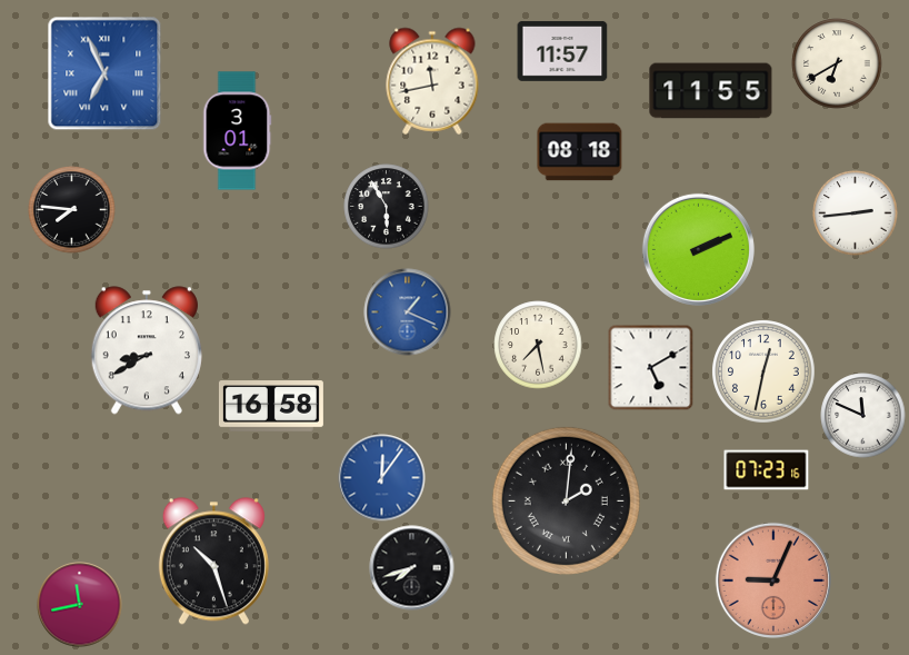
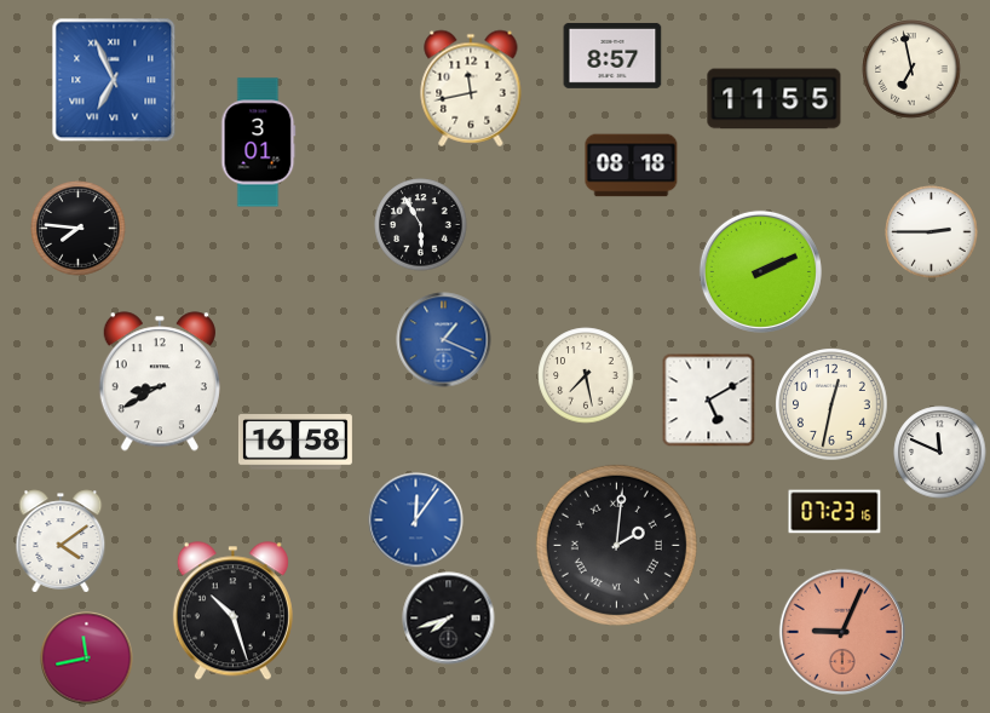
clock at (562, 51): 11:57 -> 8:57
clock at (837, 63): 6:40 -> 6:58
clock at (856, 214): 2:44 -> 2:45
clock at (61, 541): none -> 4:09
